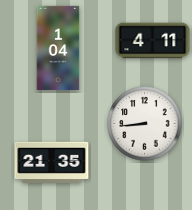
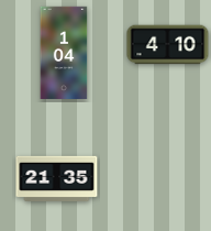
clock at (153, 41): 4:11 -> 4:10
clock at (145, 124): 8:44 -> none
